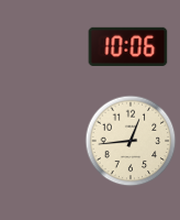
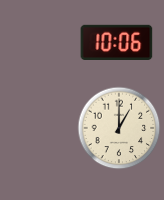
clock at (131, 141): 12:44 -> 1:00
